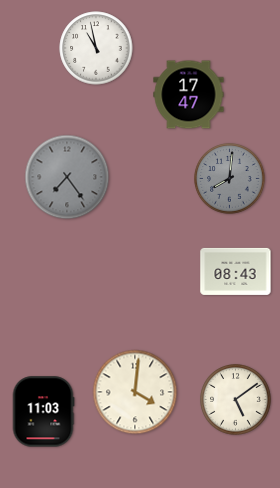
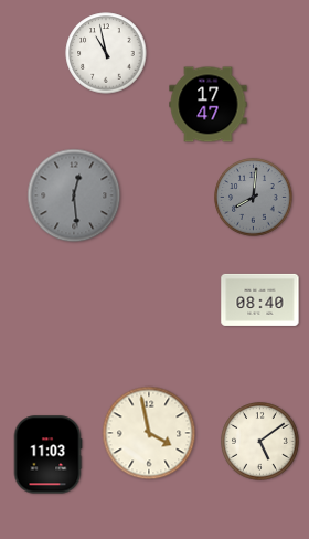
clock at (67, 177): 7:24 -> 12:29
clock at (236, 271): 08:43 -> 08:40
clock at (135, 392): 4:01 -> 3:58
